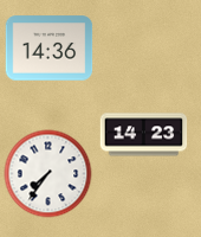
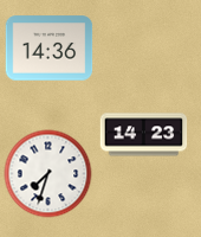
clock at (48, 174): 7:36 -> 7:33
